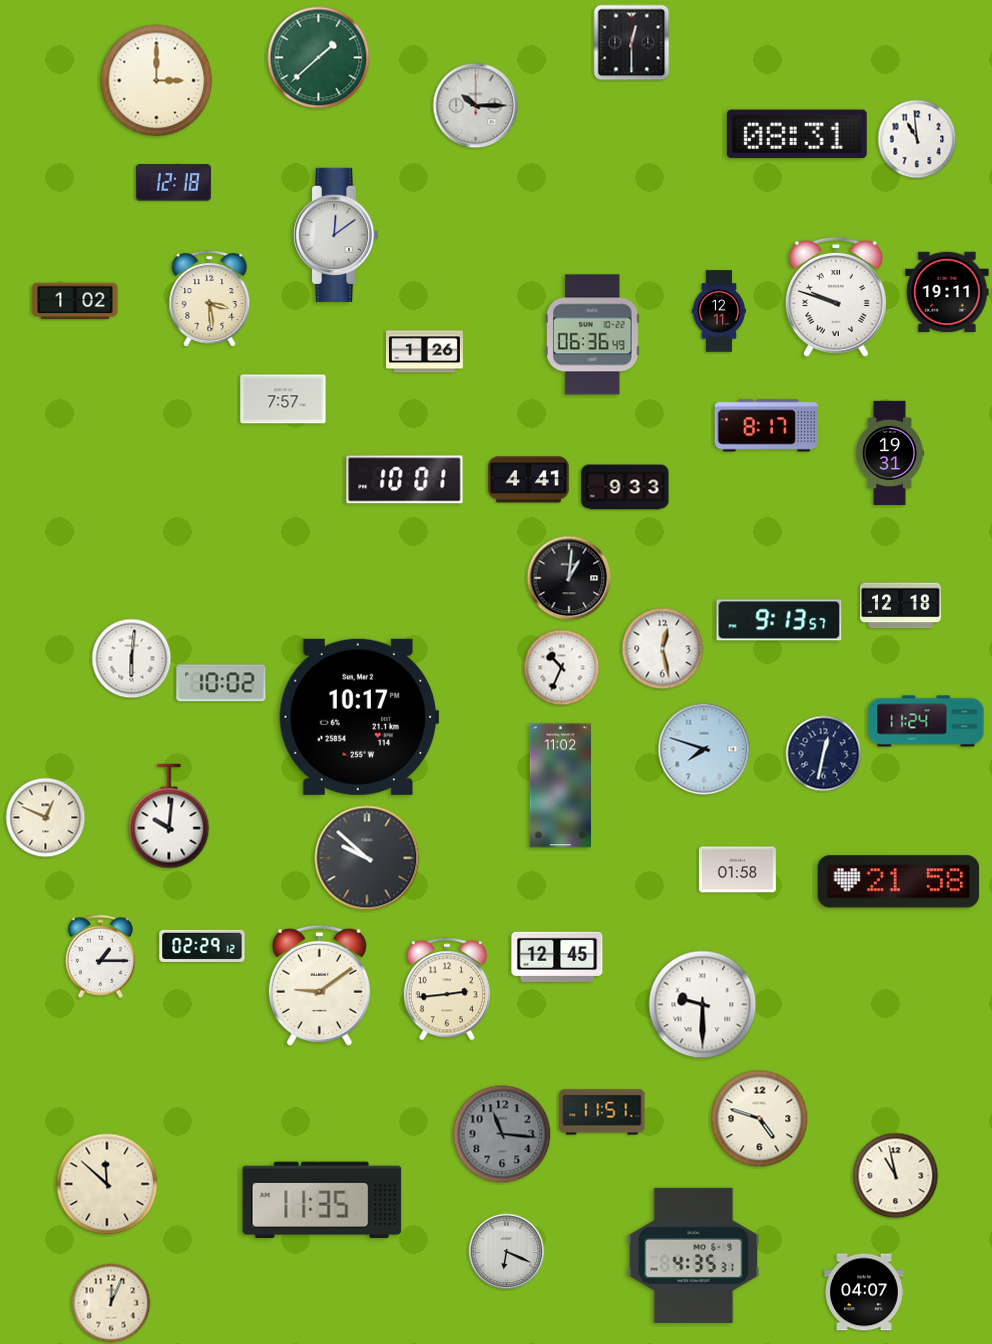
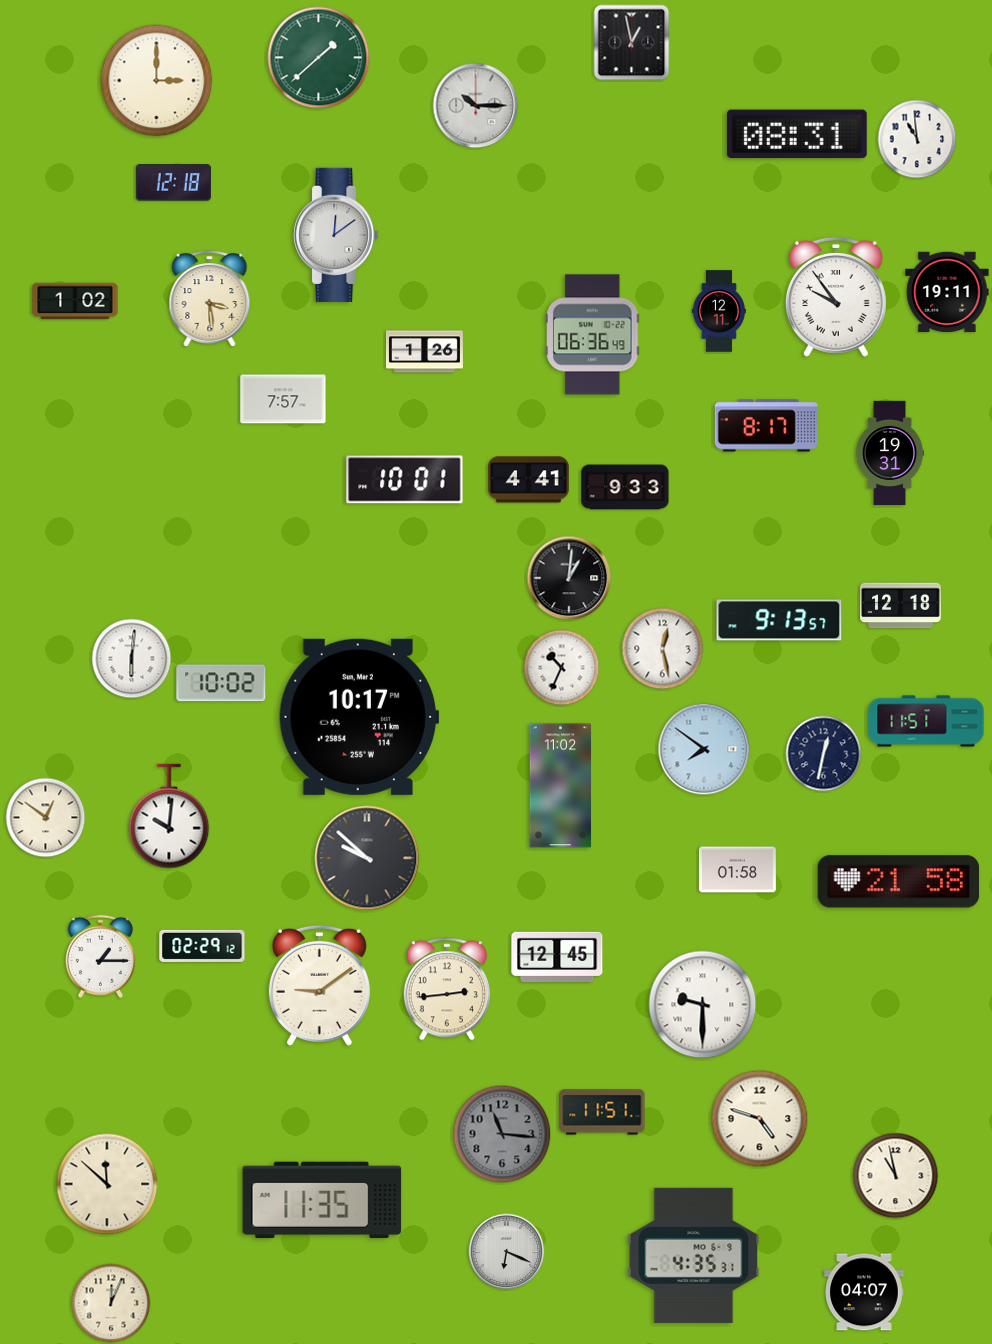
clock at (632, 43): 12:30 -> 12:58
clock at (836, 297): 9:48 -> 9:54
clock at (926, 721): 11:24 -> 11:51
clock at (704, 749): 7:48 -> 7:51
clock at (46, 818): 12:49 -> 12:51
